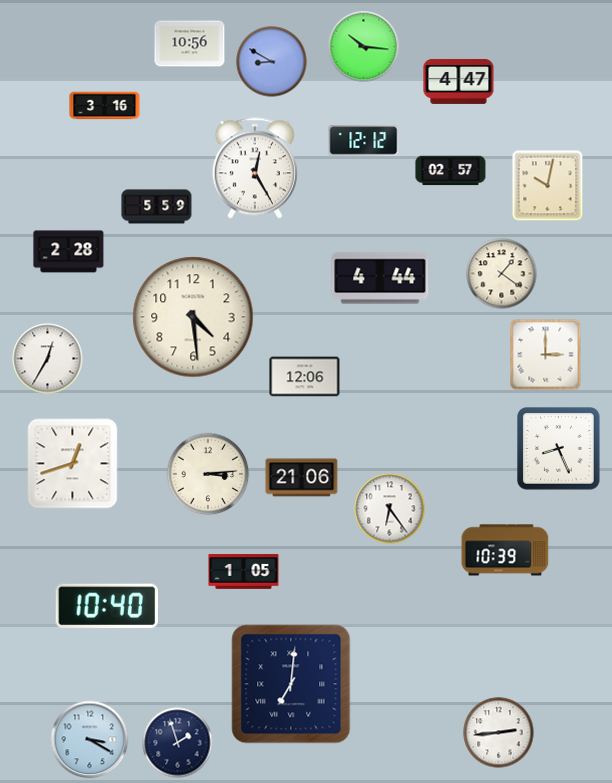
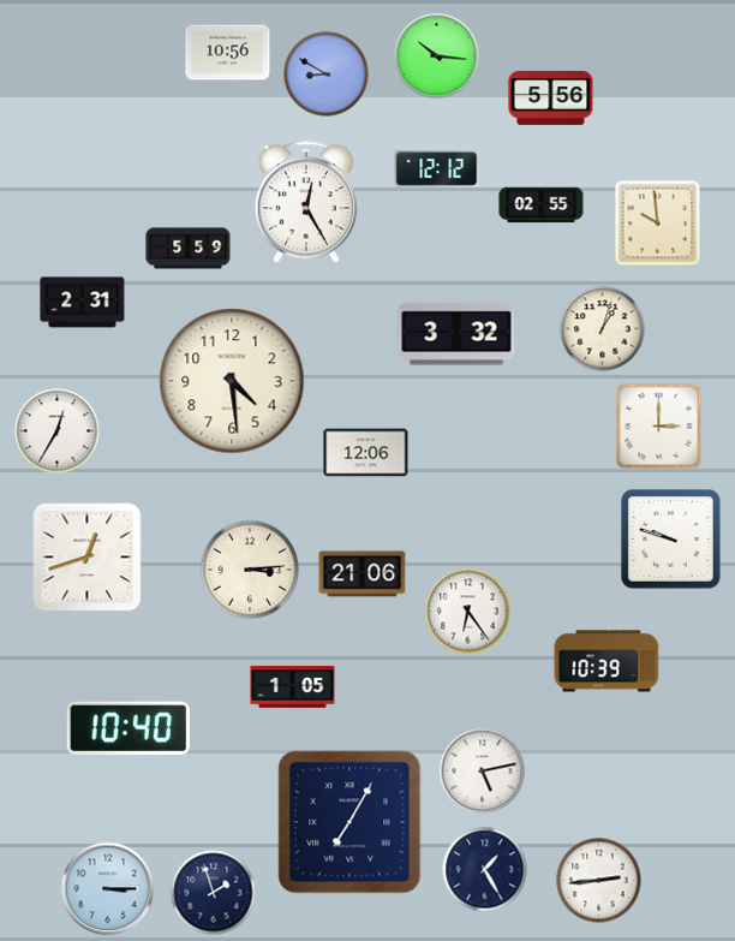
clock at (459, 81): 4:47 -> 5:56
clock at (105, 106): 3:16 -> none
clock at (451, 171): 02:57 -> 02:55
clock at (548, 186): 10:02 -> 9:59
clock at (69, 252): 2:28 -> 2:31
clock at (502, 274): 1:21 -> 1:03
clock at (380, 278): 4:44 -> 3:32
clock at (546, 355) position: (546, 355) -> (659, 427)
clock at (559, 449): 8:26 -> 9:48
clock at (483, 772): none -> 5:13
clock at (291, 684): 7:01 -> 7:05
clock at (485, 870): none -> 1:25
clock at (90, 740): 3:20 -> 3:15
